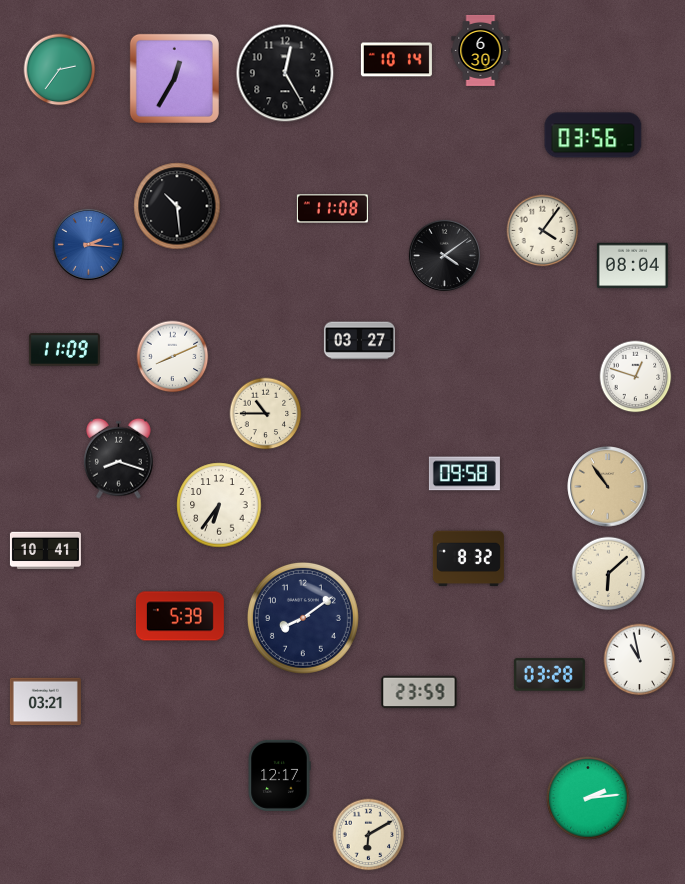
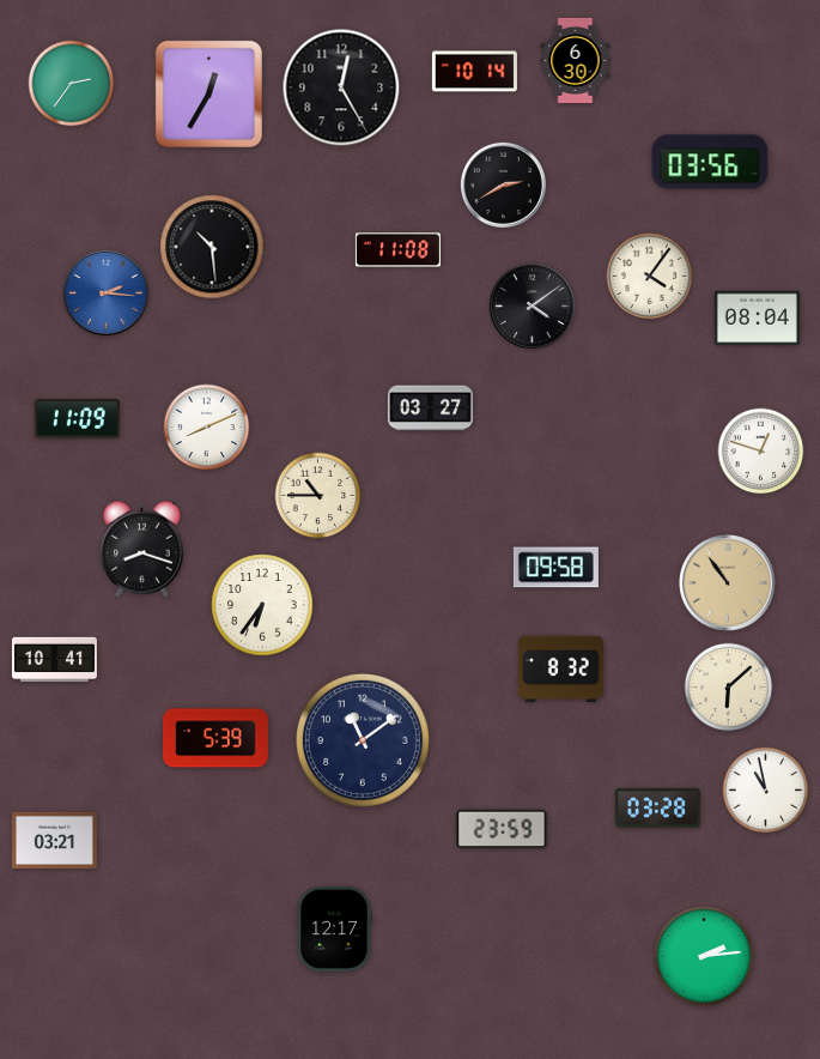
clock at (503, 184): none -> 2:40
clock at (303, 618): 8:09 -> 11:09
clock at (369, 835): 6:10 -> none
